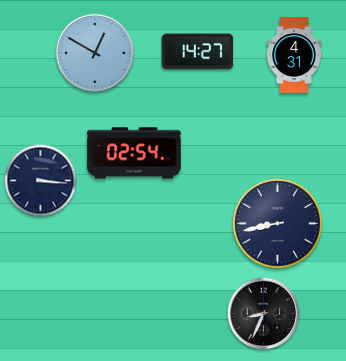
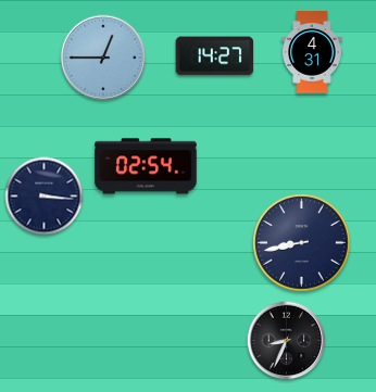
clock at (94, 52): 12:50 -> 12:45
clock at (294, 55) position: (294, 55) -> (312, 52)
